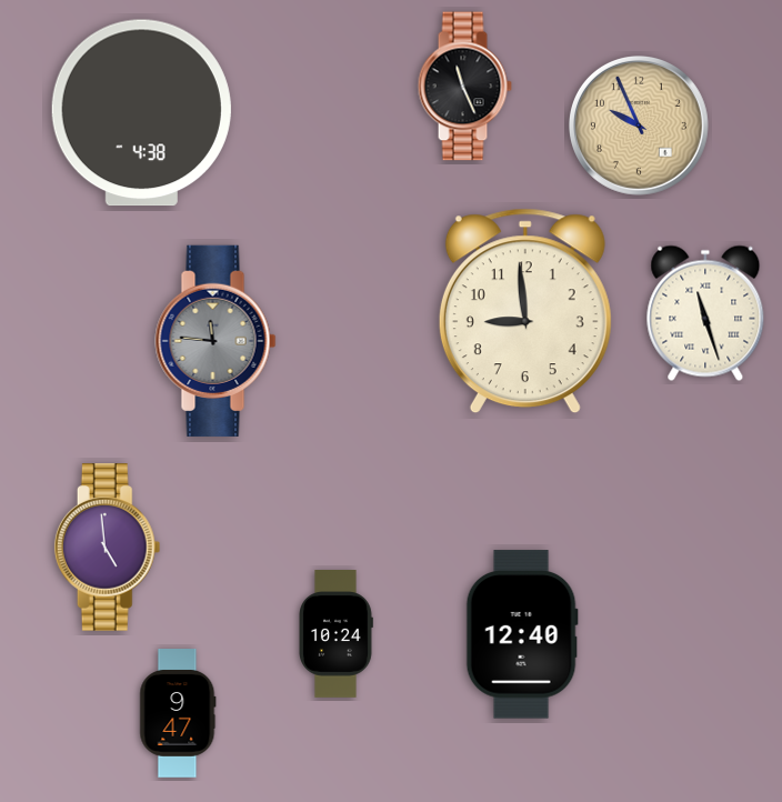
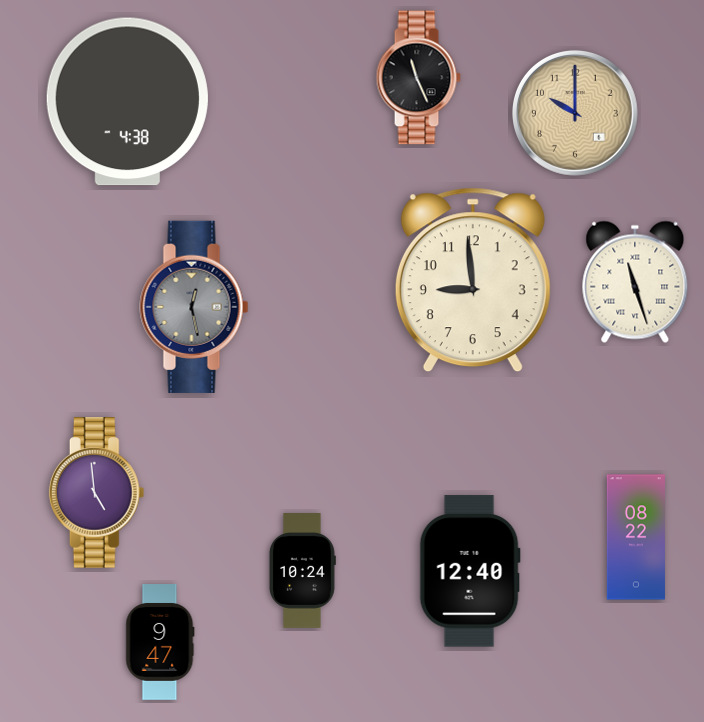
clock at (639, 126): 9:56 -> 10:00
clock at (215, 341): 11:46 -> 12:28
clock at (636, 537): none -> 08:22
